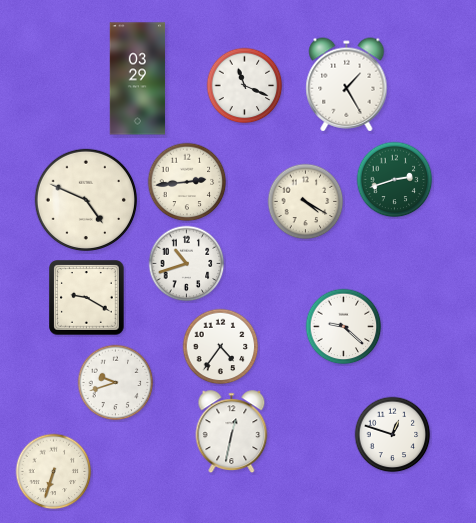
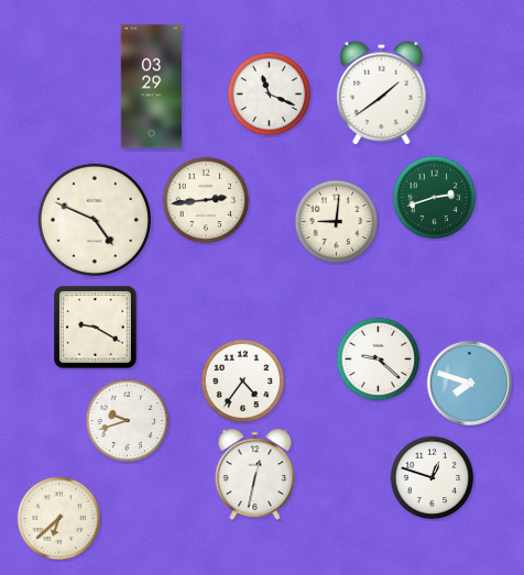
clock at (347, 85): 1:25 -> 1:39
clock at (306, 202): 4:20 -> 9:01
clock at (187, 264): 10:42 -> none
clock at (469, 383): none -> 7:48
clock at (54, 472): 6:33 -> 6:38
